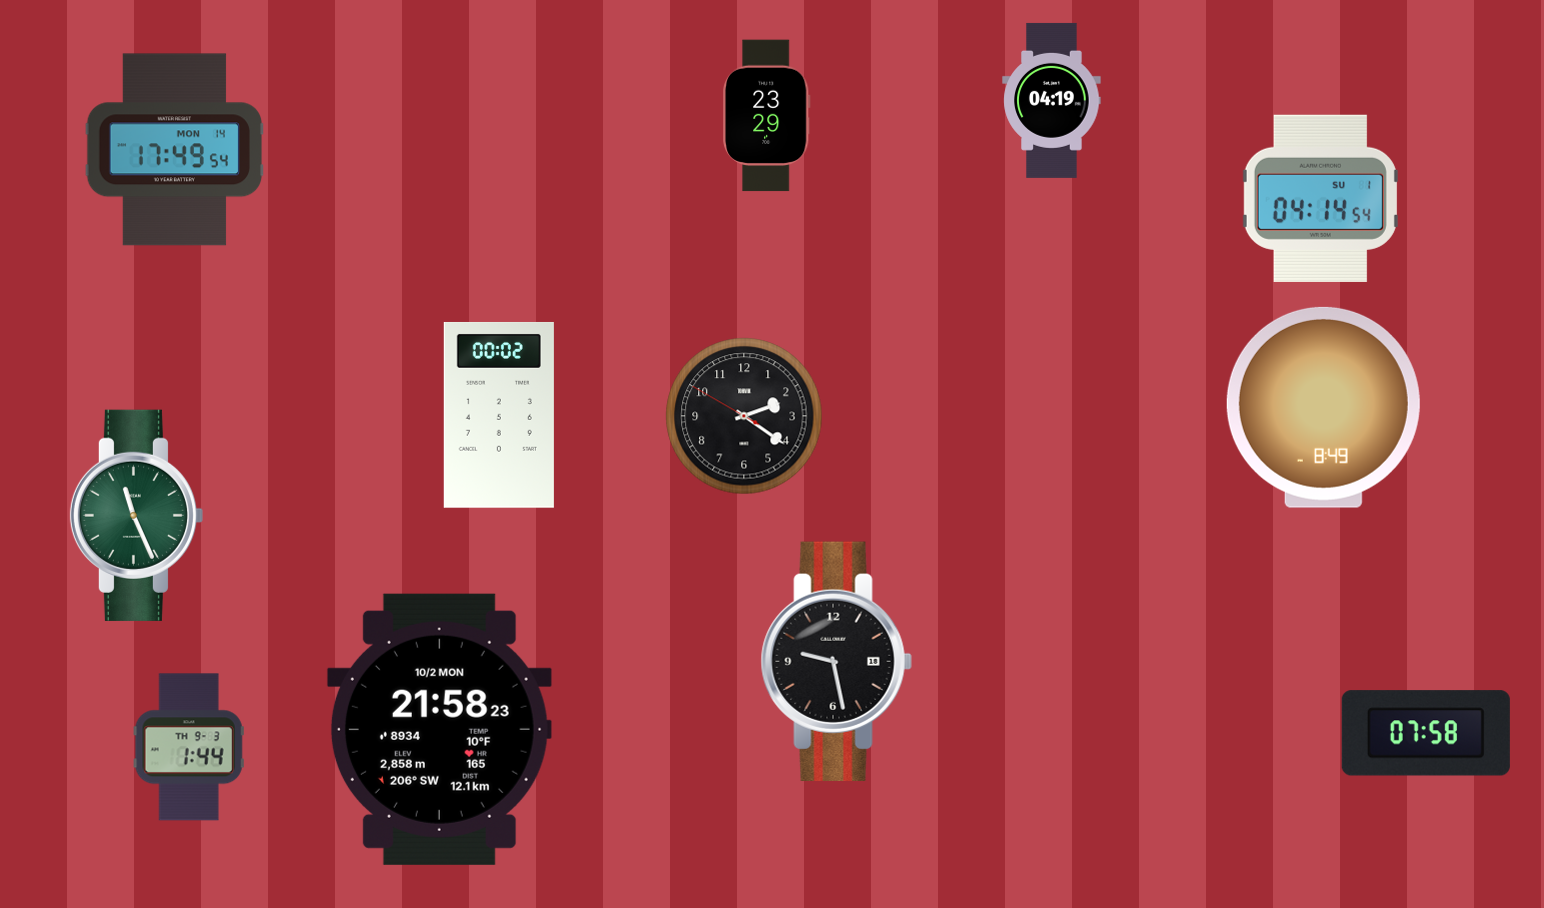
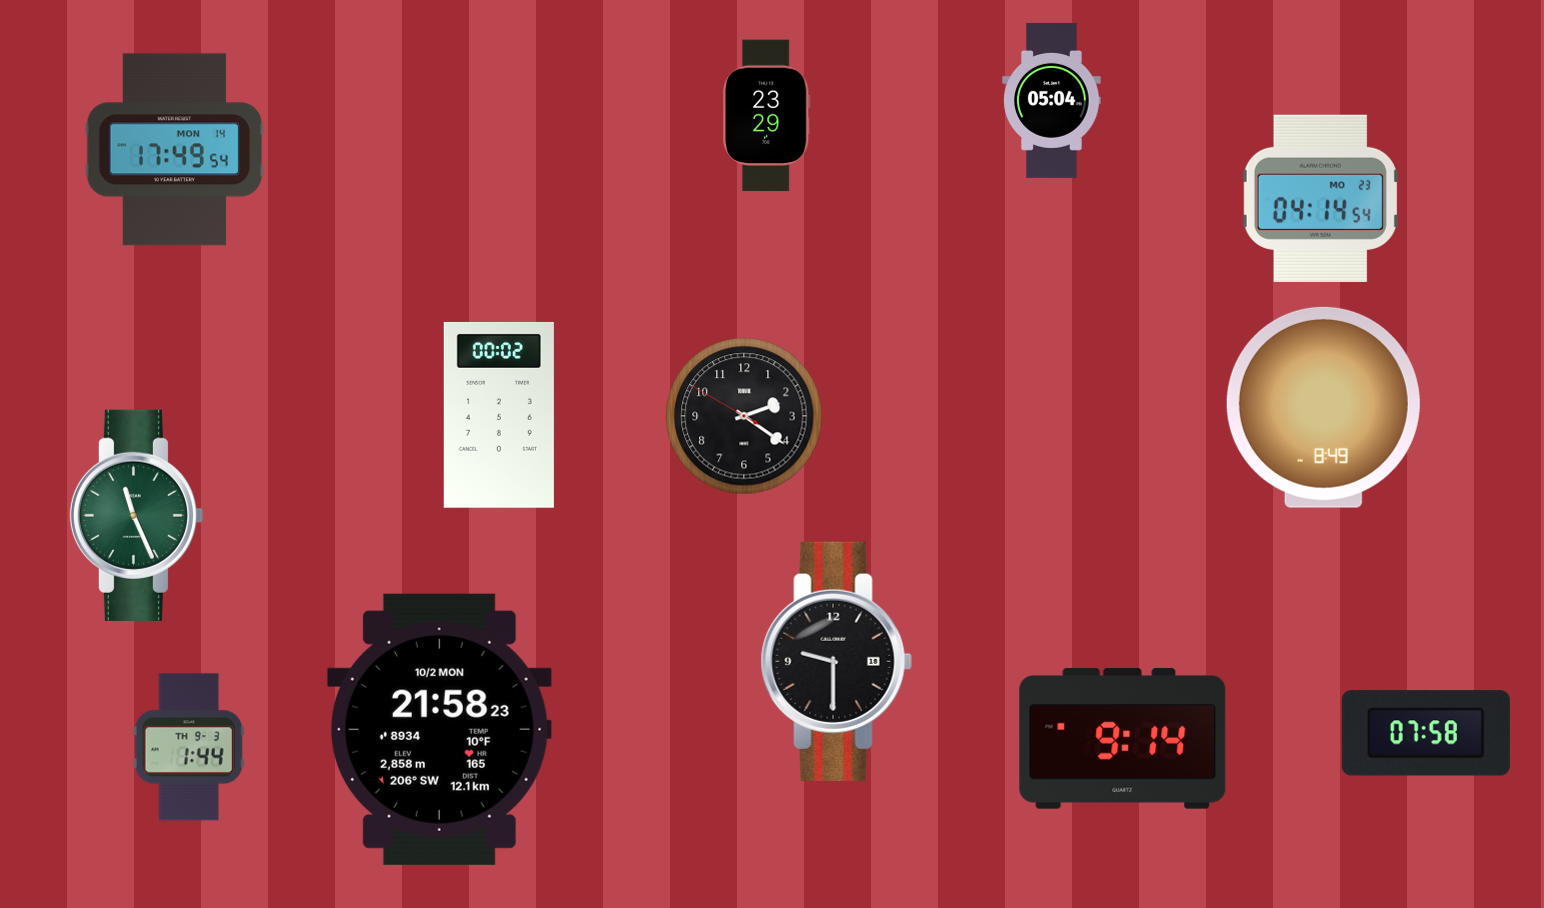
clock at (1052, 100): 04:19 -> 05:04
clock at (1320, 198) date: SU 1 -> MO 23
clock at (836, 661): 9:28 -> 9:30
clock at (1123, 738): none -> 9:14
